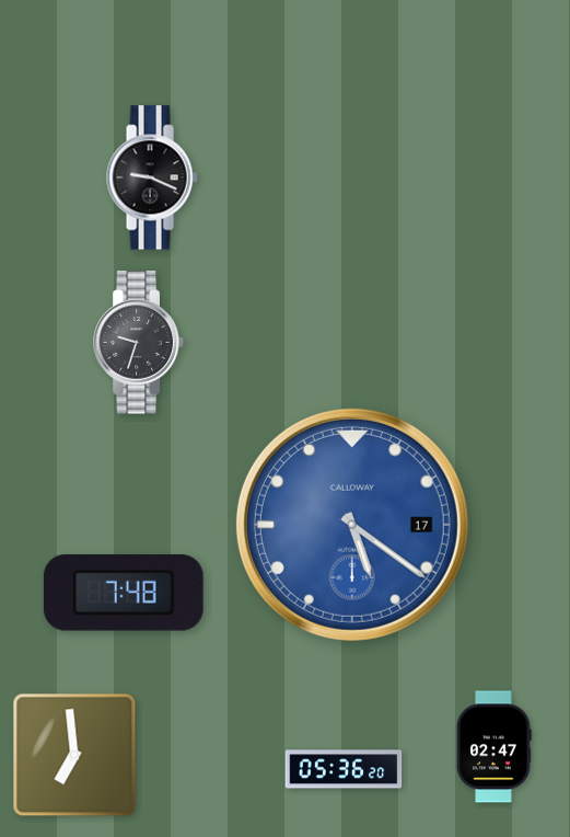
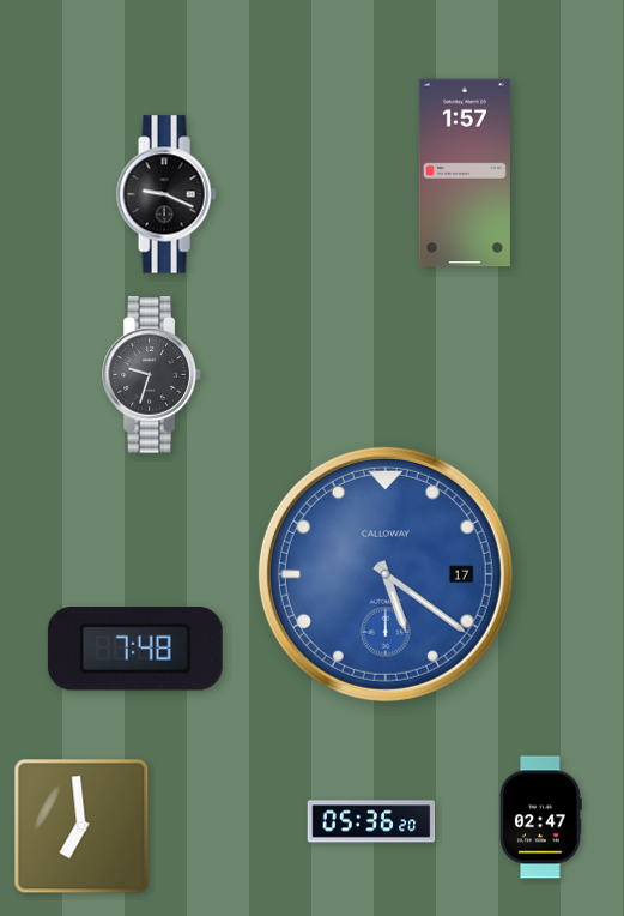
clock at (465, 173): none -> 1:57
clock at (344, 769) position: (344, 769) -> (371, 821)
